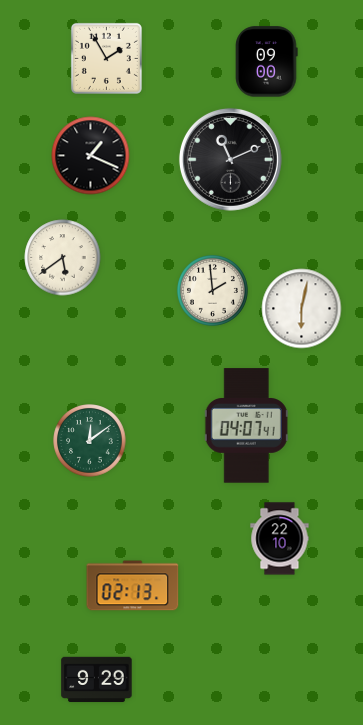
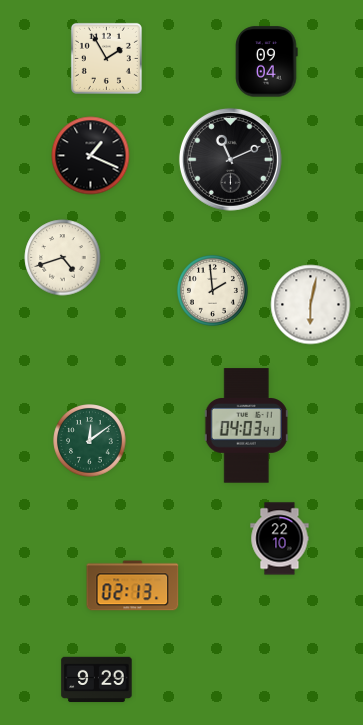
clock at (267, 62): 09:00 -> 09:04
clock at (63, 258): 5:39 -> 4:42
clock at (302, 309) position: (302, 309) -> (311, 305)
clock at (246, 426): 04:07 -> 04:03
